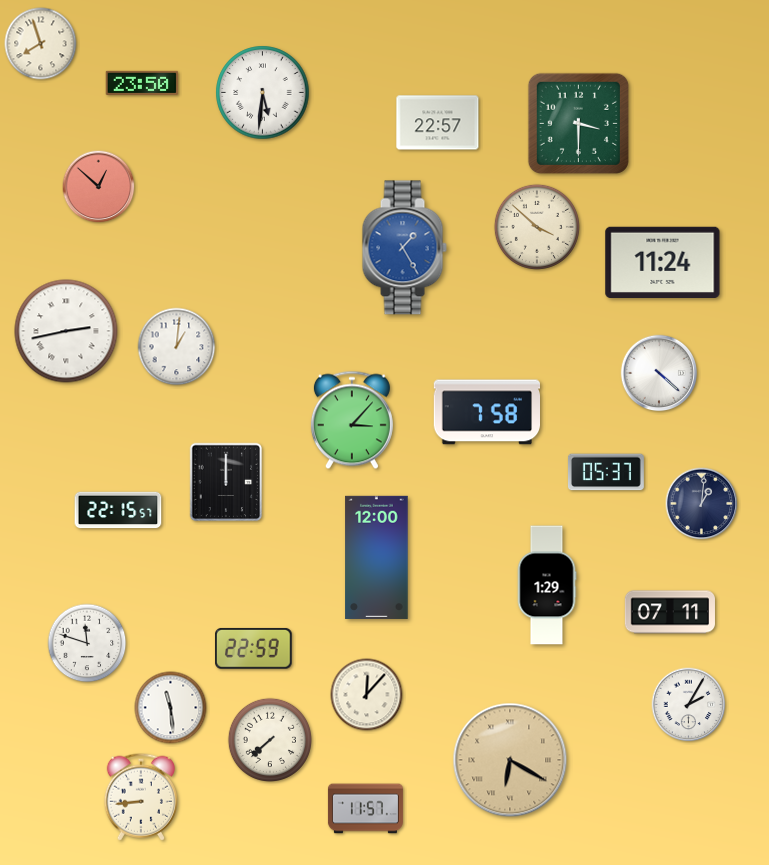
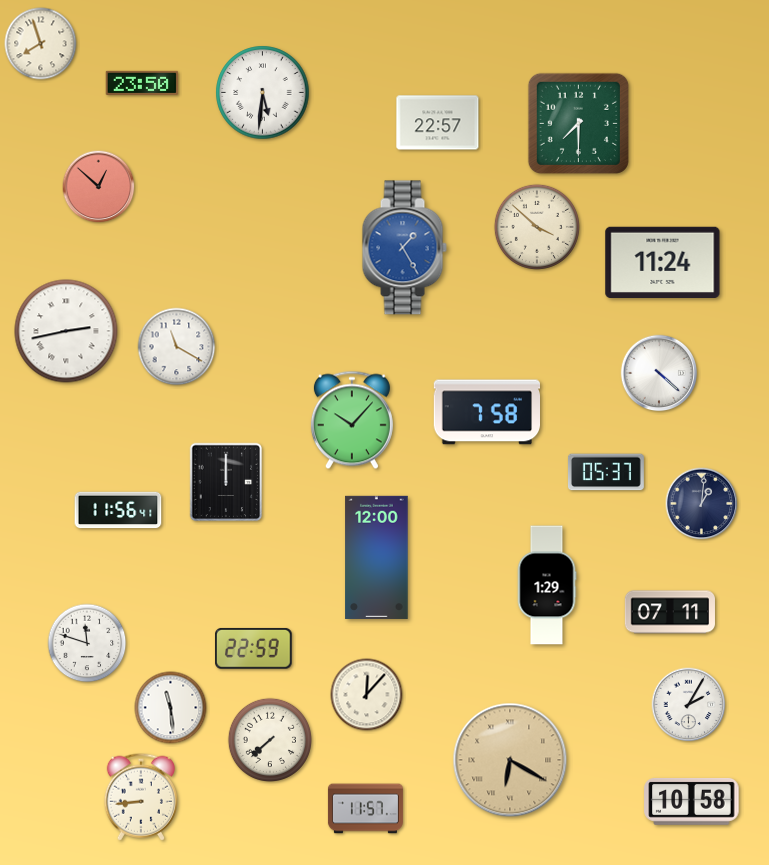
clock at (578, 123): 3:30 -> 7:30
clock at (177, 347): 1:01 -> 11:20
clock at (352, 420): 3:07 -> 10:07
clock at (118, 510): 22:15 -> 11:56
clock at (692, 801): none -> 10:58
